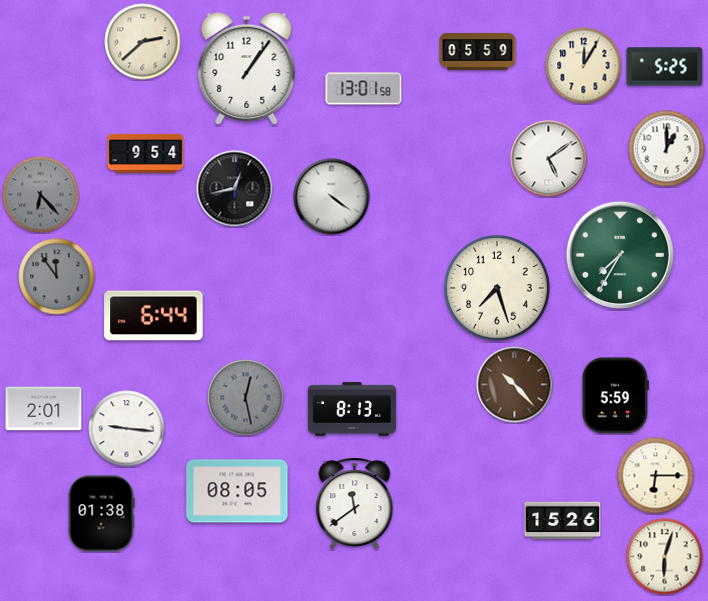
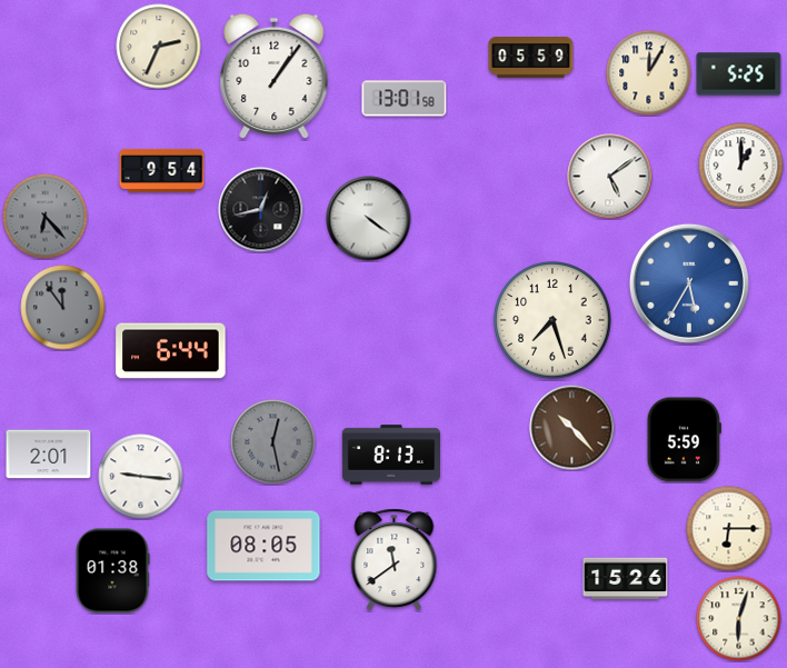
clock at (143, 42): 2:38 -> 2:34
clock at (620, 255): 7:35 -> 5:35
clock at (620, 255) dial: green -> blue
